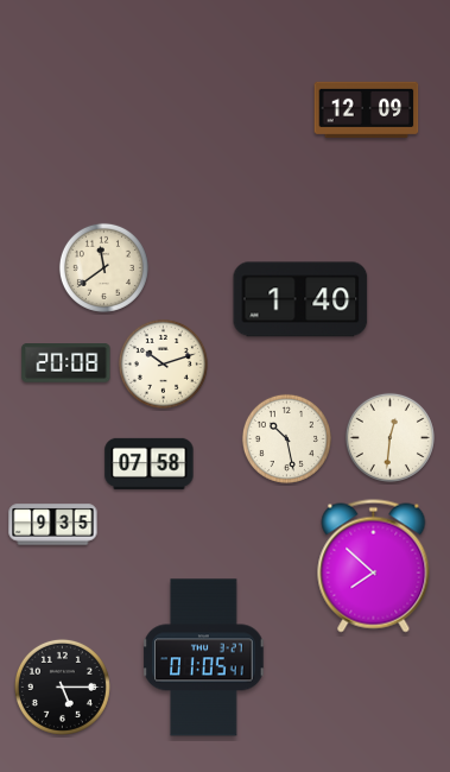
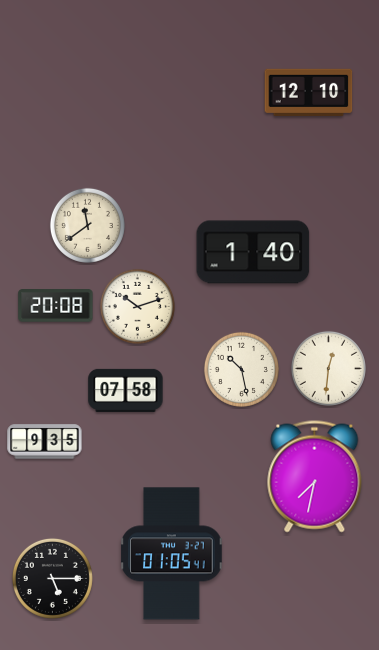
clock at (367, 109): 12:09 -> 12:10
clock at (374, 567): 7:52 -> 7:32
